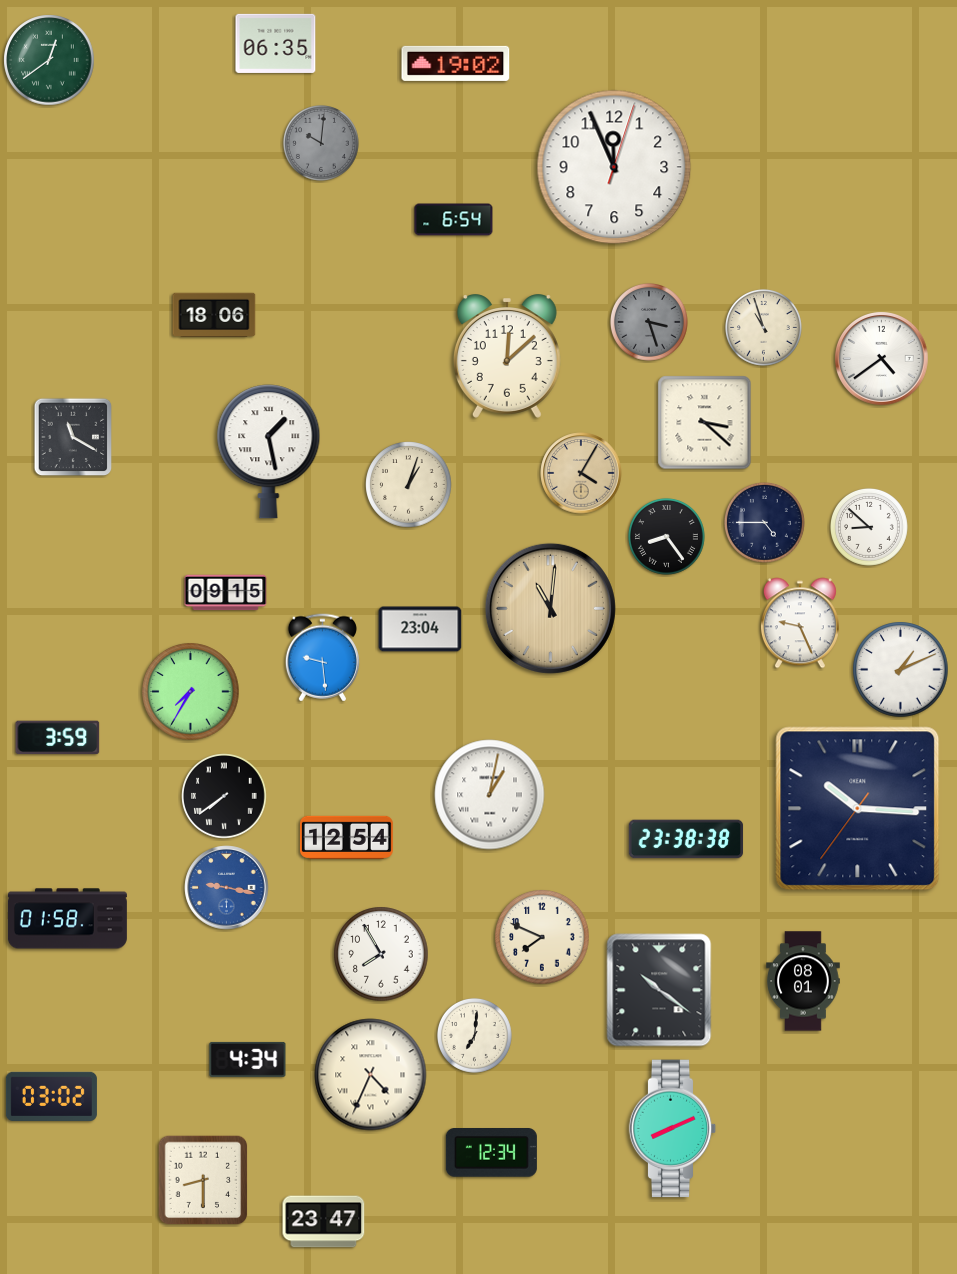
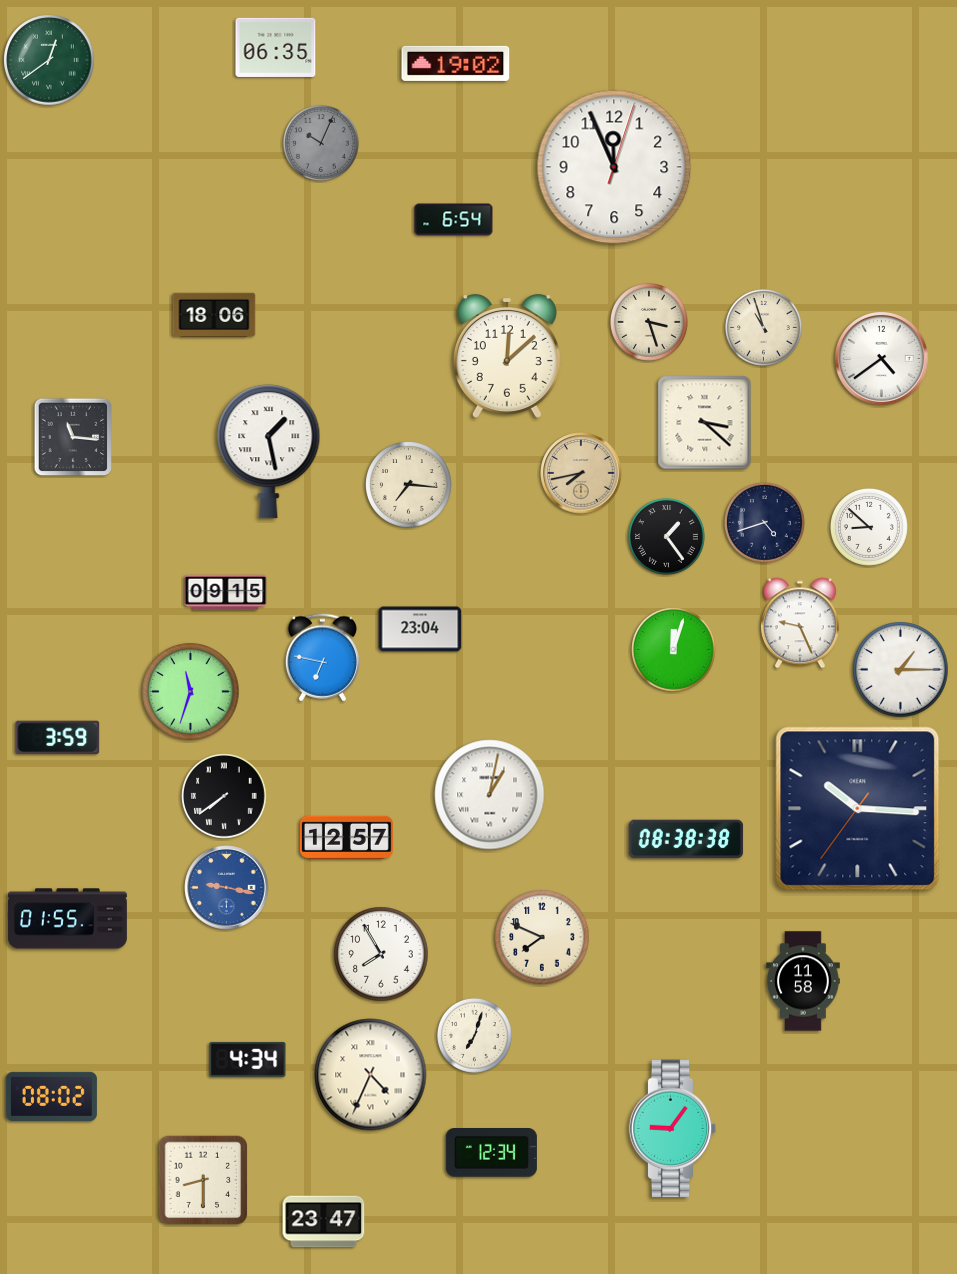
clock at (276, 43) position: (276, 43) -> (276, 47)
clock at (321, 143): 10:01 -> 10:04
clock at (649, 322) dial: grey -> cream
clock at (73, 437): 11:20 -> 11:16
clock at (581, 473): 4:05 -> 7:43
clock at (409, 485): 1:03 -> 7:16
clock at (765, 523): 4:45 -> 4:42
clock at (666, 536): 8:24 -> 1:24
clock at (550, 608): 11:01 -> none
clock at (674, 650): none -> 12:03
clock at (322, 658): 9:29 -> 6:47
clock at (901, 670): 1:11 -> 1:15
clock at (191, 692): 7:35 -> 11:33
clock at (346, 837): 12:54 -> 12:57
clock at (686, 839): 23:38 -> 08:38
clock at (67, 919): 01:58 -> 01:55
clock at (803, 981): 08:01 -> 11:58
clock at (659, 990): 10:21 -> none
clock at (474, 1035): 7:01 -> 7:03
clock at (51, 1096): 03:02 -> 08:02
clock at (673, 1129): 8:11 -> 9:06
